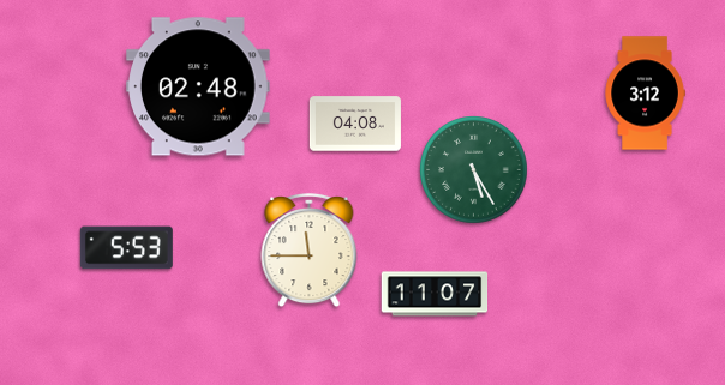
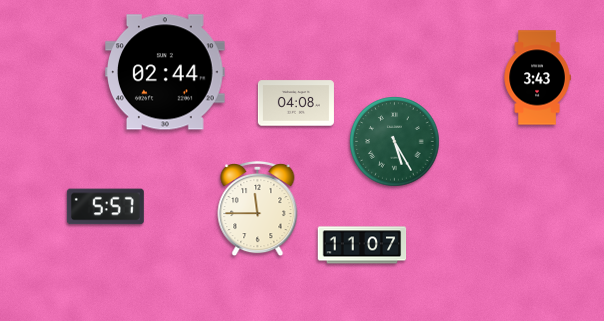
clock at (199, 86): 02:48 -> 02:44
clock at (645, 94): 3:12 -> 3:43
clock at (126, 248): 5:53 -> 5:57
